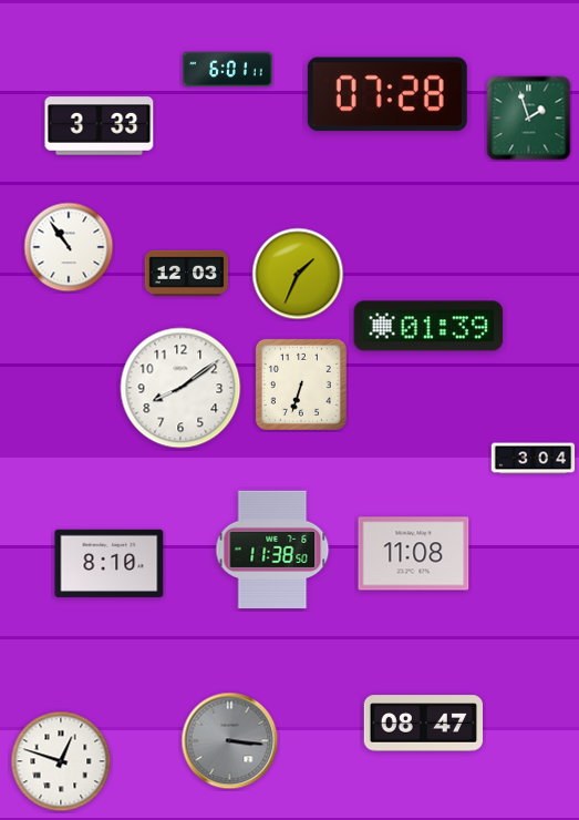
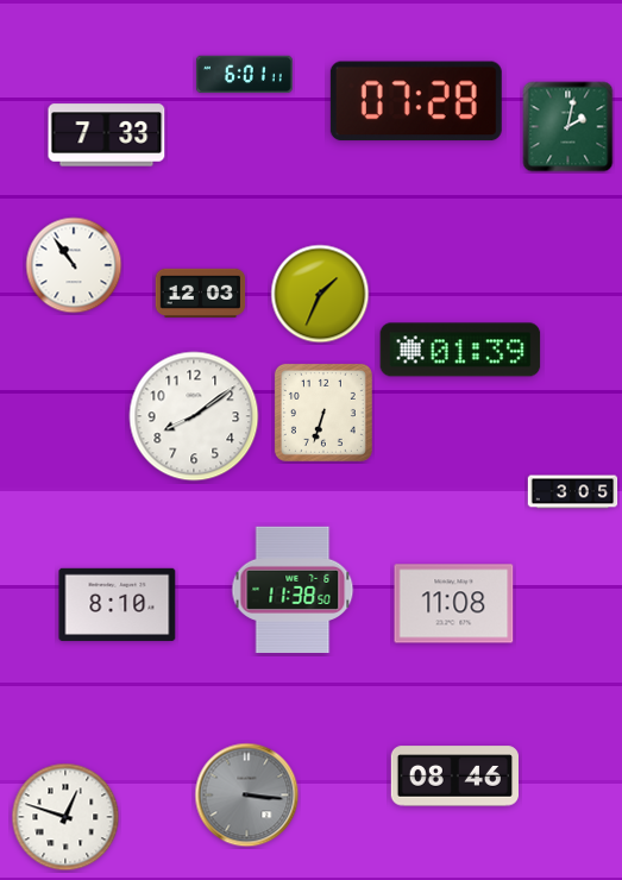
clock at (529, 119): 1:57 -> 2:02
clock at (100, 126): 3:33 -> 7:33
clock at (534, 459): 3:04 -> 3:05
clock at (414, 554) position: (414, 554) -> (454, 604)
clock at (423, 724): 08:47 -> 08:46
